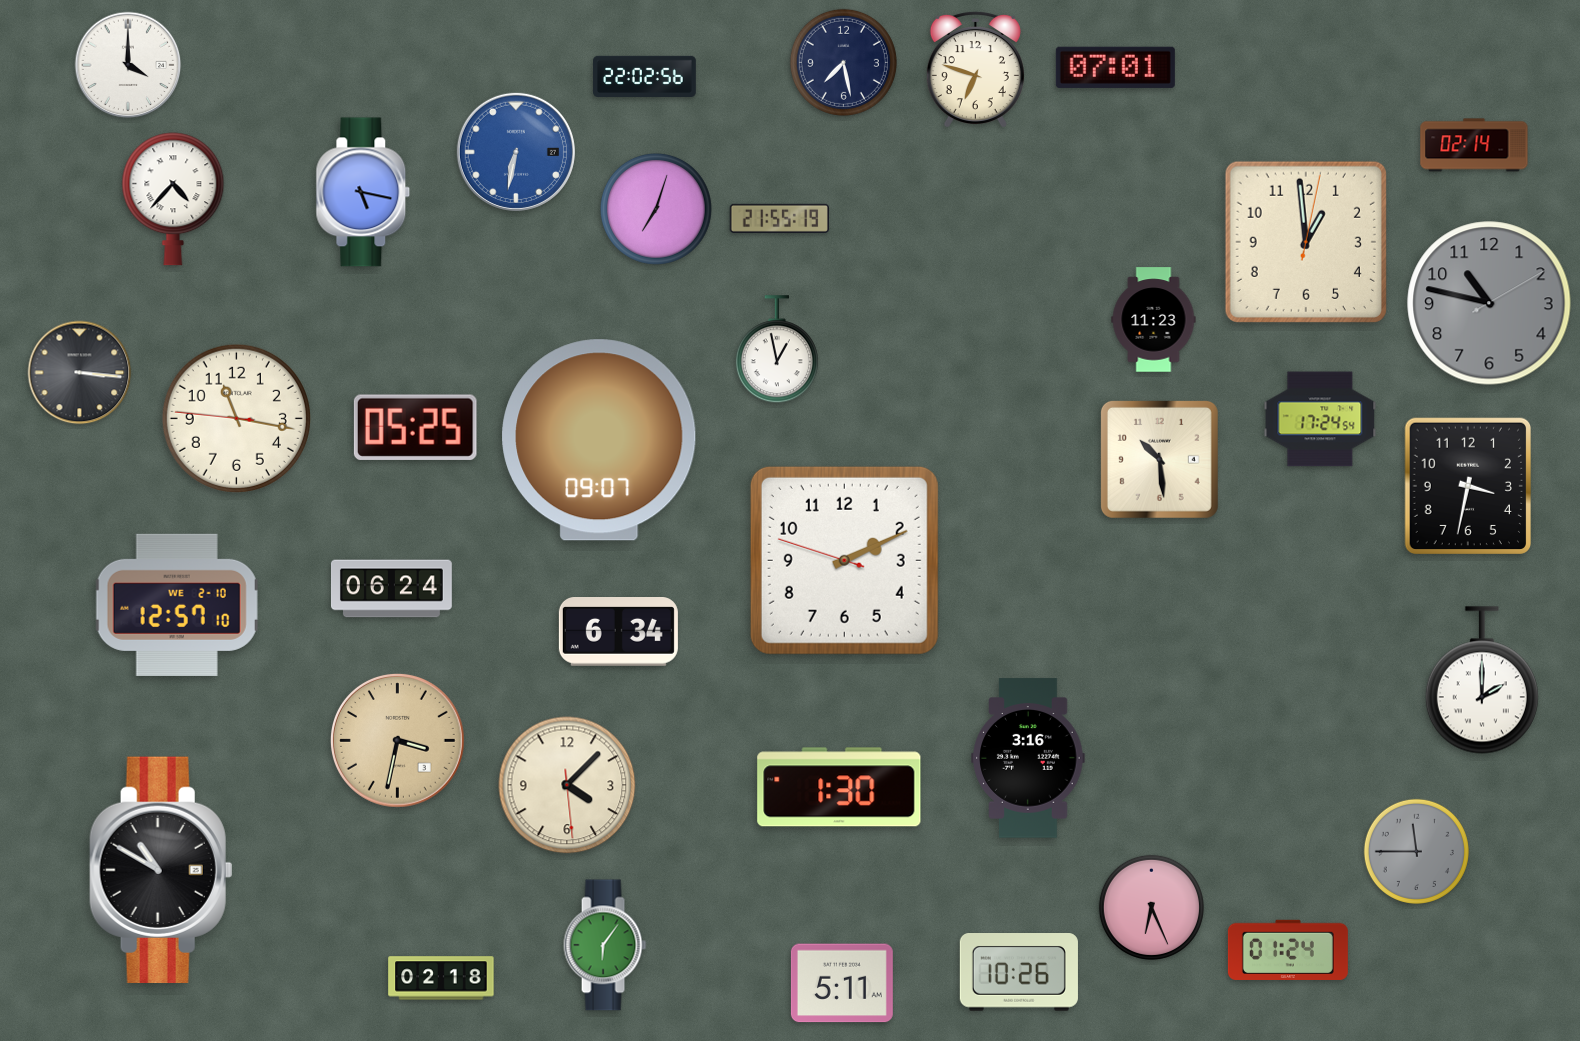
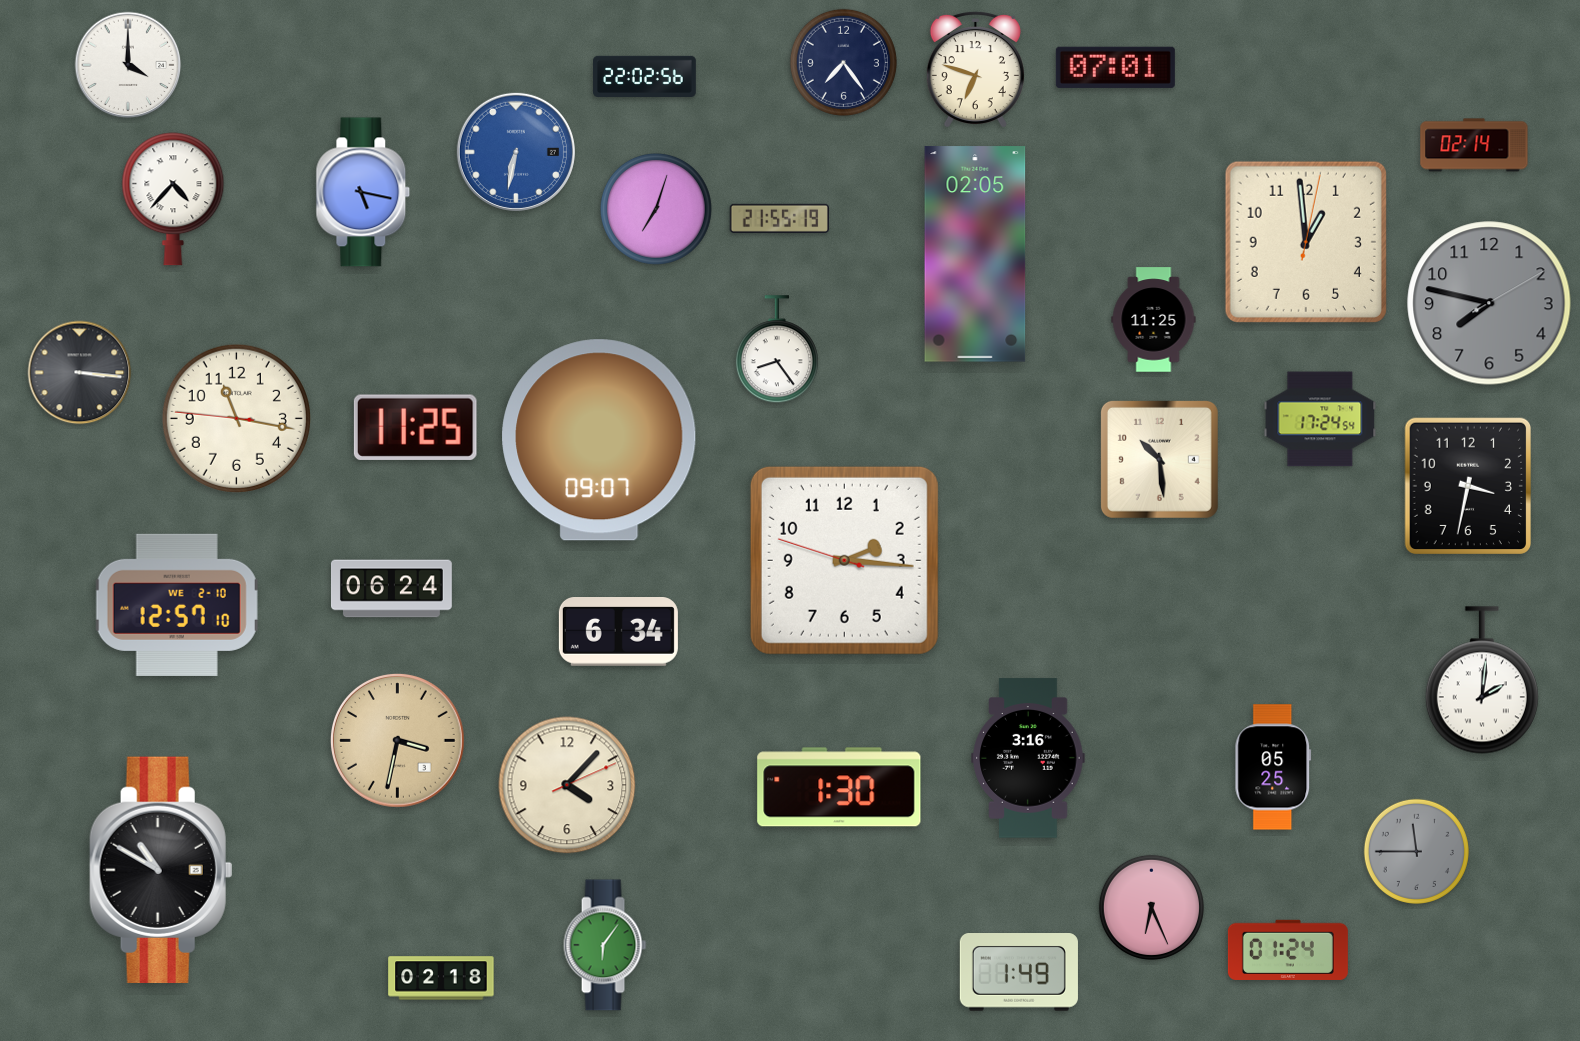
clock at (843, 62): 7:28 -> 7:24
clock at (975, 254): none -> 02:05
clock at (1489, 303): 10:47 -> 7:47
clock at (1154, 320): 11:23 -> 11:25
clock at (777, 350): 12:58 -> 8:24
clock at (415, 427): 05:25 -> 11:25
clock at (844, 560): 2:10 -> 2:15
clock at (1482, 680): 2:00 -> 2:01
clock at (1273, 767): none -> 05:25
clock at (567, 785): 4:07:29 -> 4:07:11
clock at (1019, 973): 10:26 -> 1:49
clock at (842, 983): 5:11 -> none
